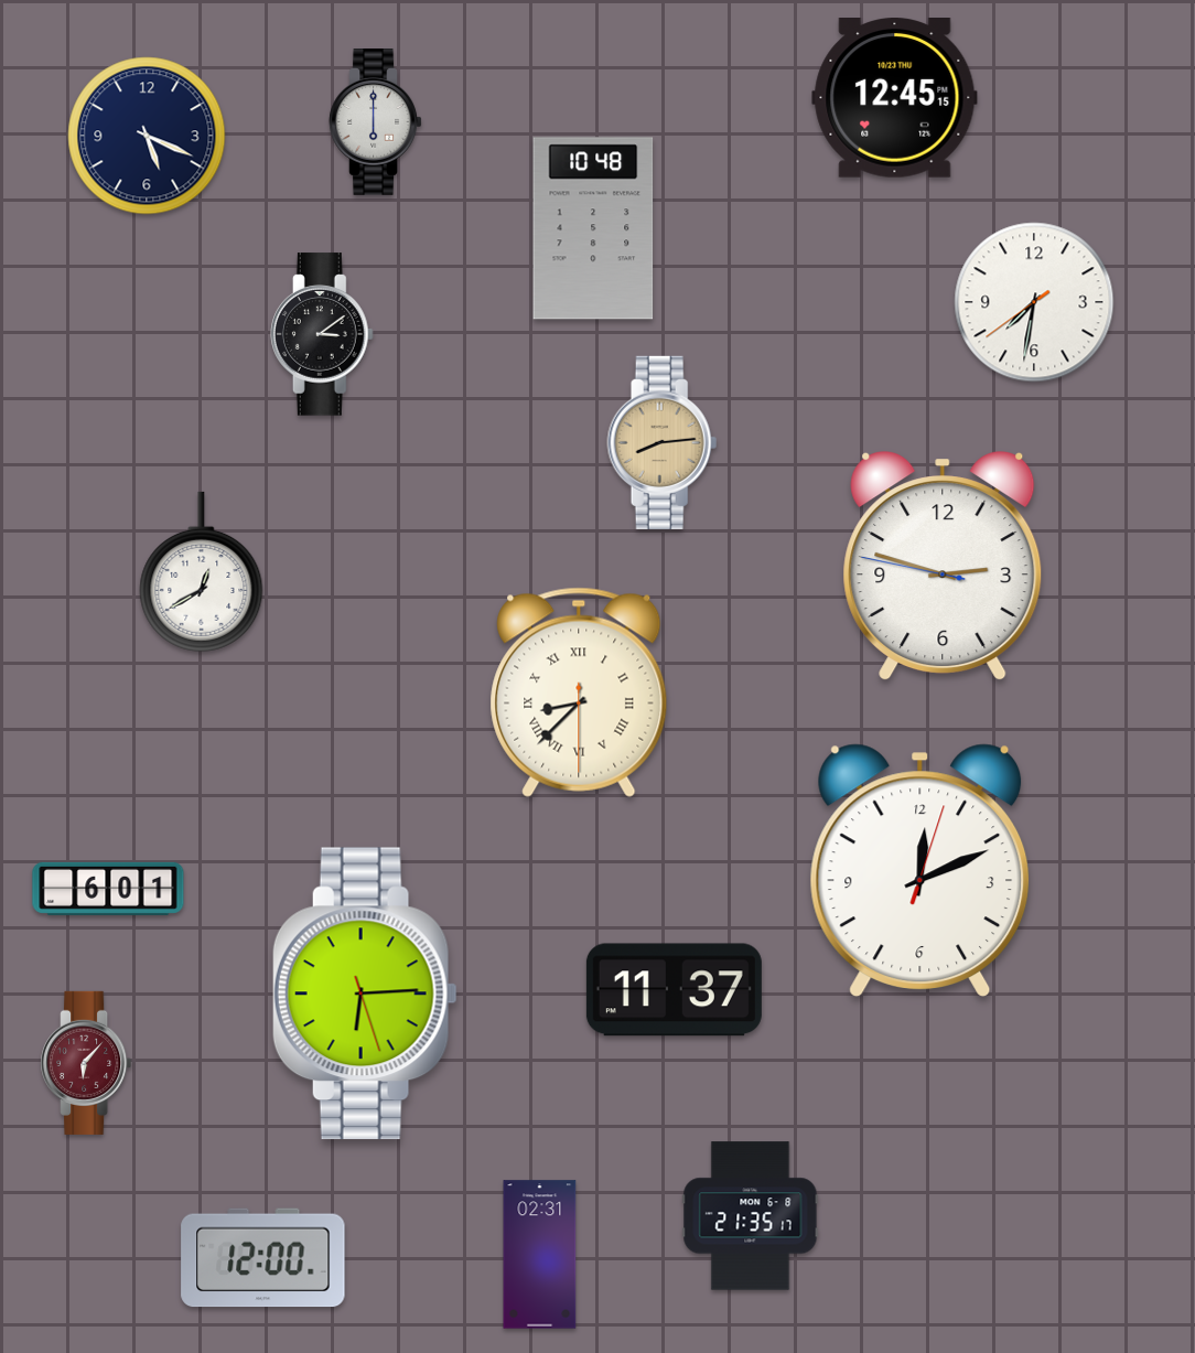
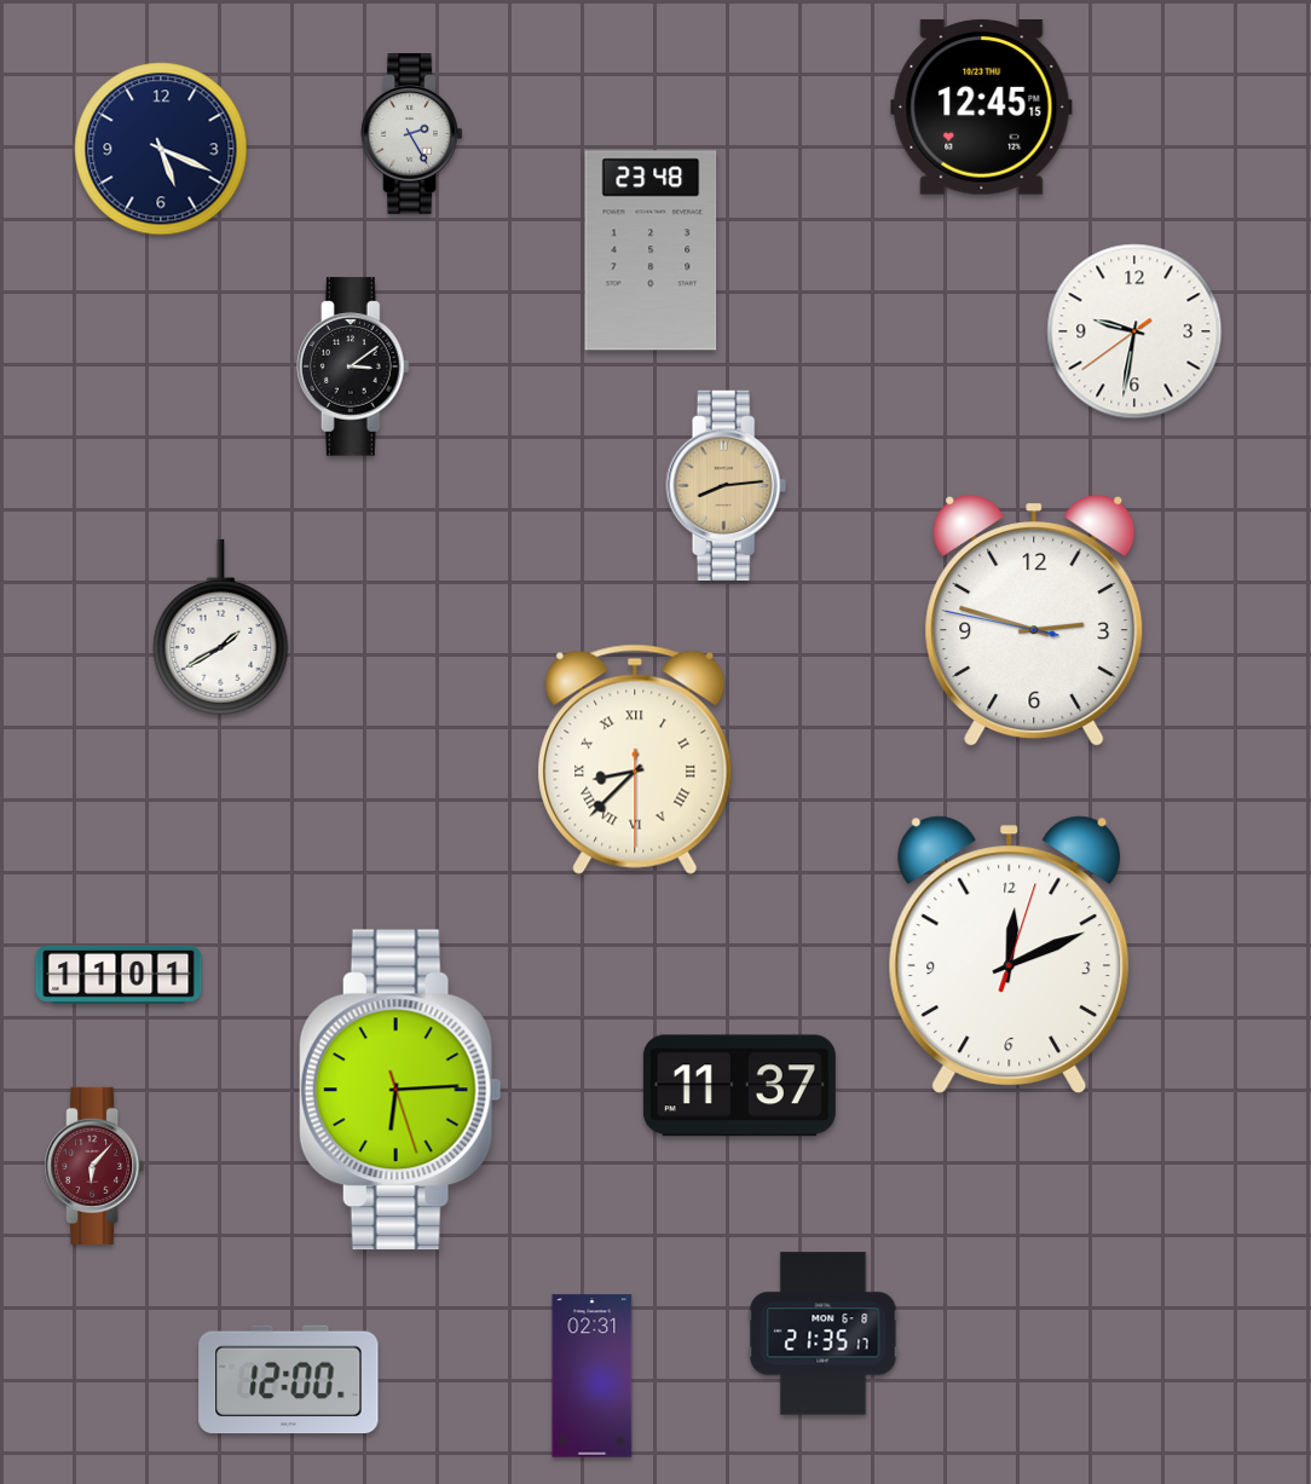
clock at (376, 122): 6:00 -> 2:25
clock at (593, 228): 10:48 -> 23:48
clock at (1034, 302): 7:31 -> 9:31
clock at (202, 571): 12:40 -> 1:40
clock at (108, 889): 6:01 -> 11:01
